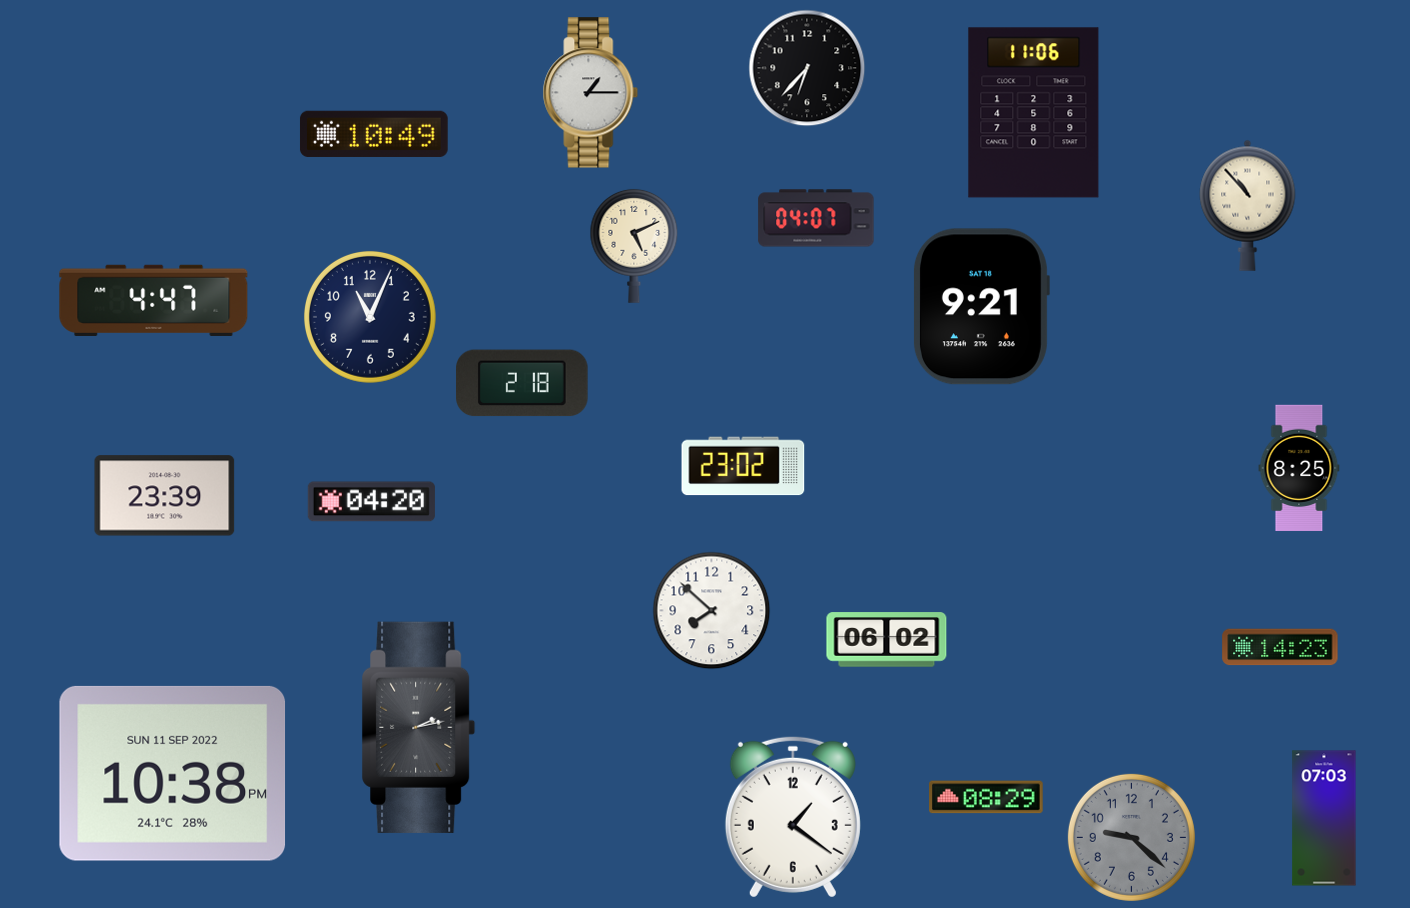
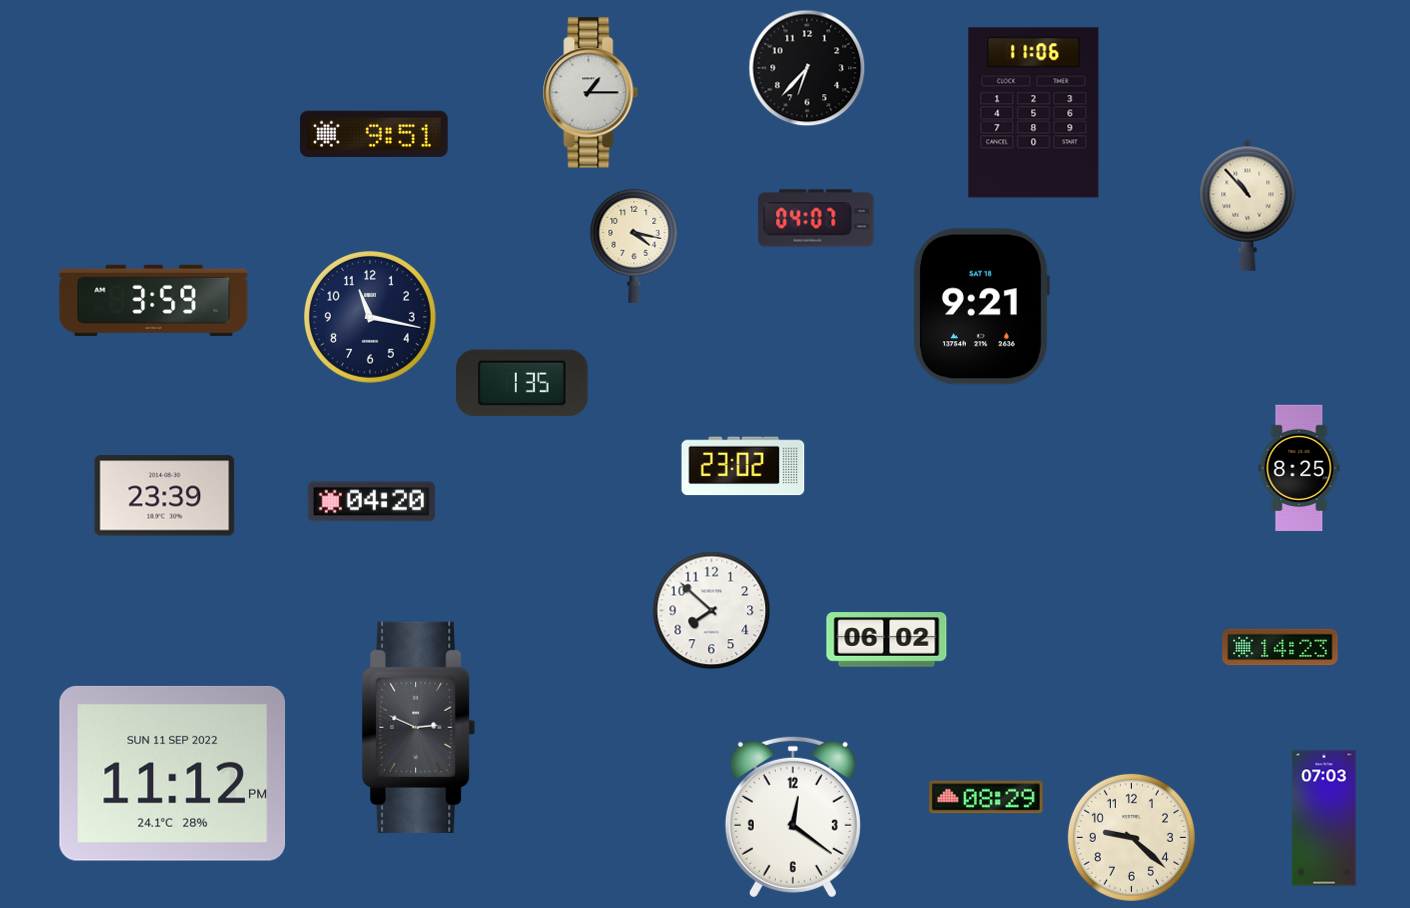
clock at (374, 134): 10:49 -> 9:51
clock at (634, 246): 5:11 -> 4:17
clock at (154, 300): 4:47 -> 3:59
clock at (370, 317): 11:04 -> 11:17
clock at (522, 383): 2:18 -> 1:35
clock at (419, 727): 2:13 -> 2:49
clock at (173, 773): 10:38 -> 11:12
clock at (793, 817): 1:21 -> 12:21
clock at (1131, 837) dial: grey -> cream
